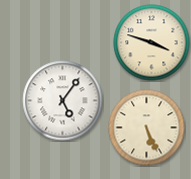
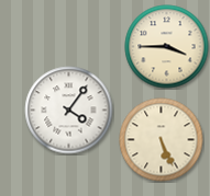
clock at (152, 43): 3:48 -> 3:45
clock at (63, 101): 5:06 -> 4:06
